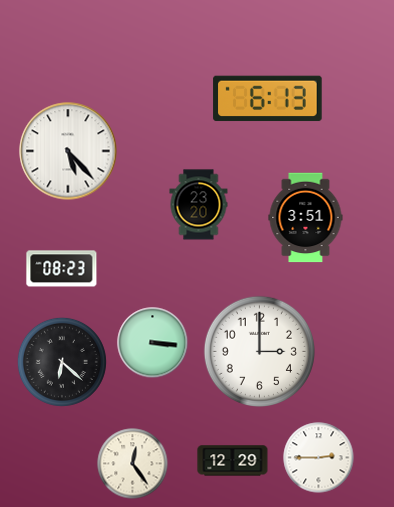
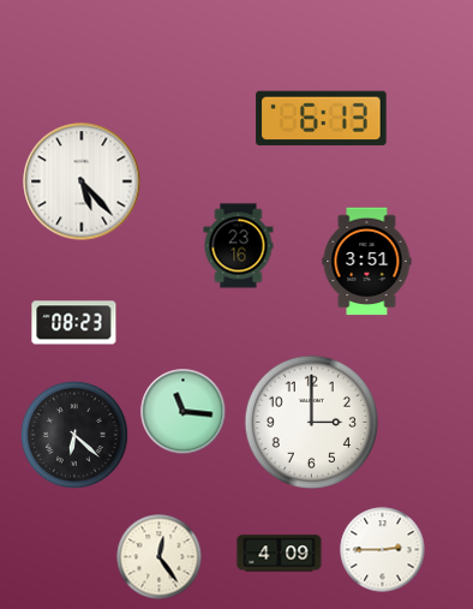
clock at (199, 205): 23:20 -> 23:16
clock at (153, 343): 3:16 -> 11:16
clock at (233, 461): 12:29 -> 4:09
